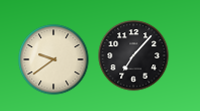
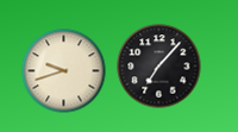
clock at (54, 60): 9:39 -> 9:42
